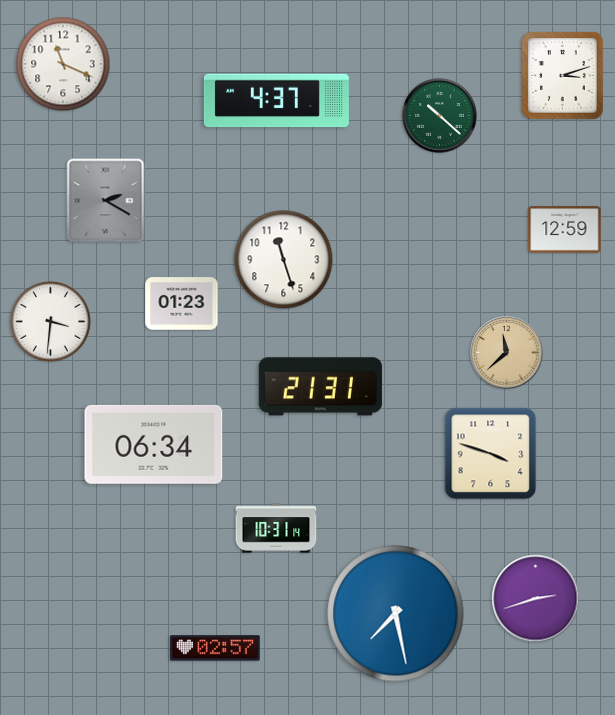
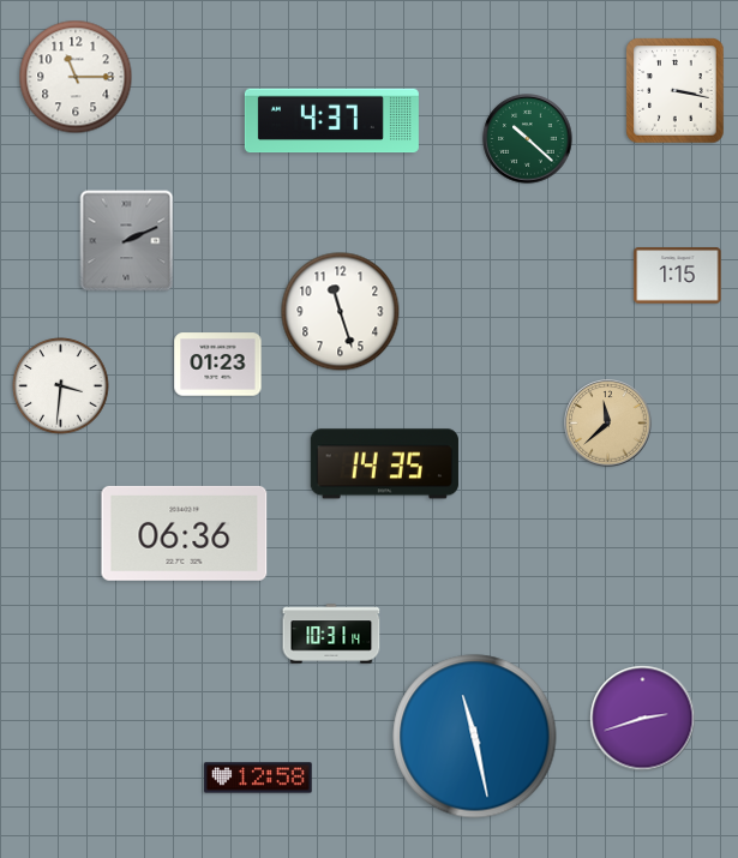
clock at (63, 64): 11:19 -> 11:15
clock at (563, 76): 3:12 -> 3:17
clock at (106, 201): 2:20 -> 2:11
clock at (565, 230): 12:59 -> 1:15
clock at (320, 387): 21:31 -> 14:35
clock at (154, 444): 06:34 -> 06:36
clock at (491, 454): 3:48 -> none
clock at (396, 614): 7:28 -> 11:28
clock at (215, 648): 02:57 -> 12:58
